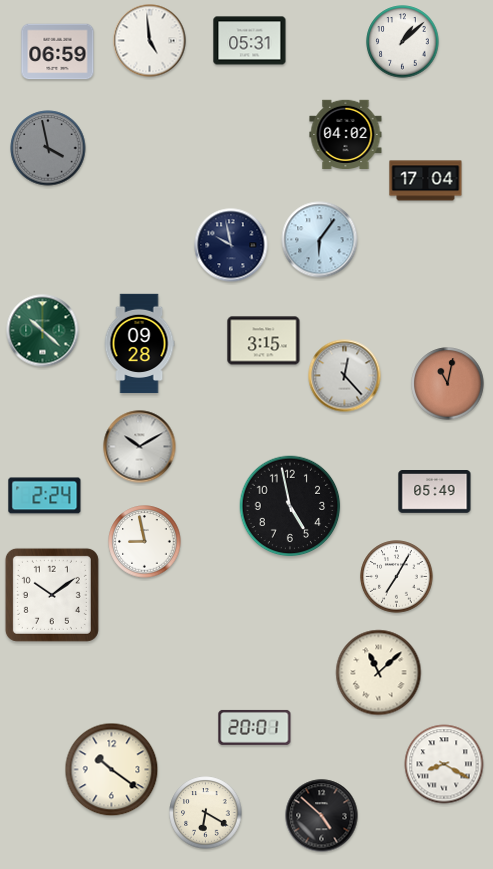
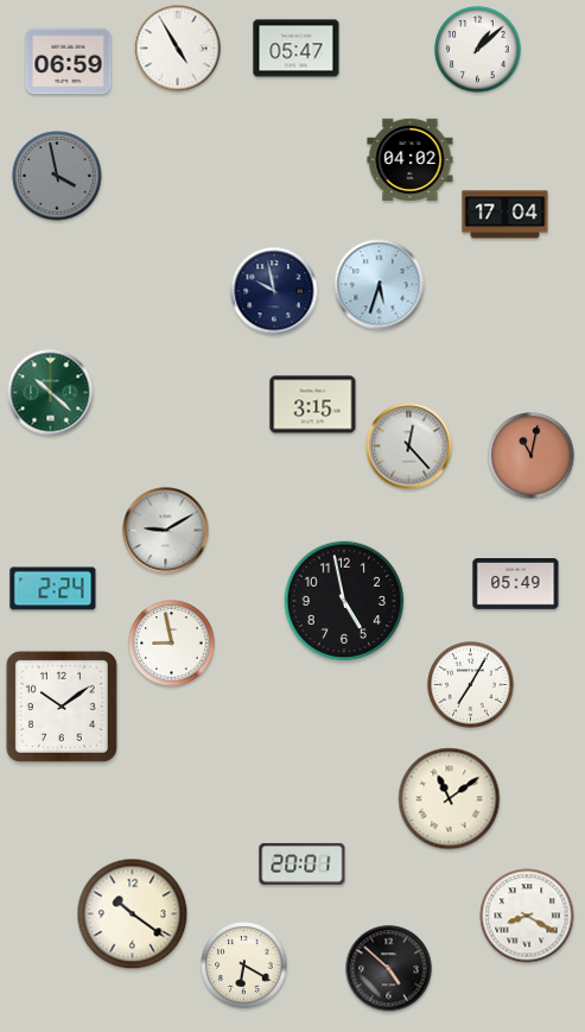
clock at (150, 41): 4:59 -> 4:55
clock at (250, 41): 05:31 -> 05:47
clock at (320, 240): 6:06 -> 5:33
clock at (139, 344): 09:28 -> none
clock at (140, 447): 10:10 -> 9:10
clock at (379, 673): 11:08 -> 11:09
clock at (444, 764) position: (444, 764) -> (527, 916)
clock at (322, 816) position: (322, 816) -> (389, 969)
